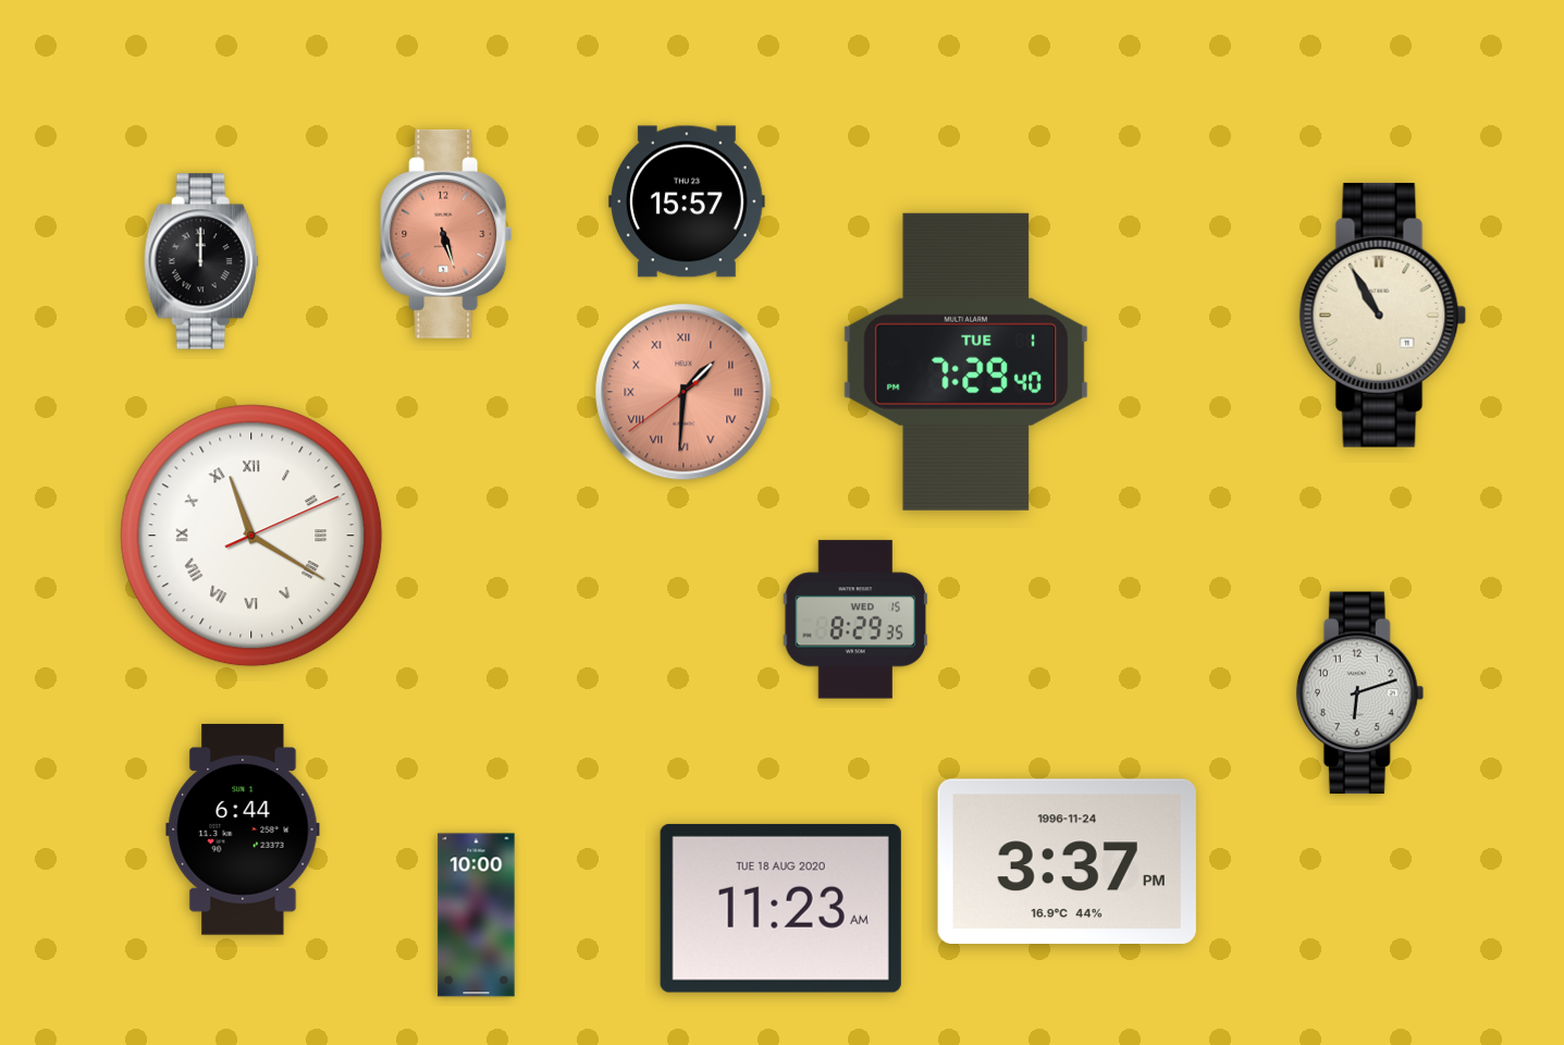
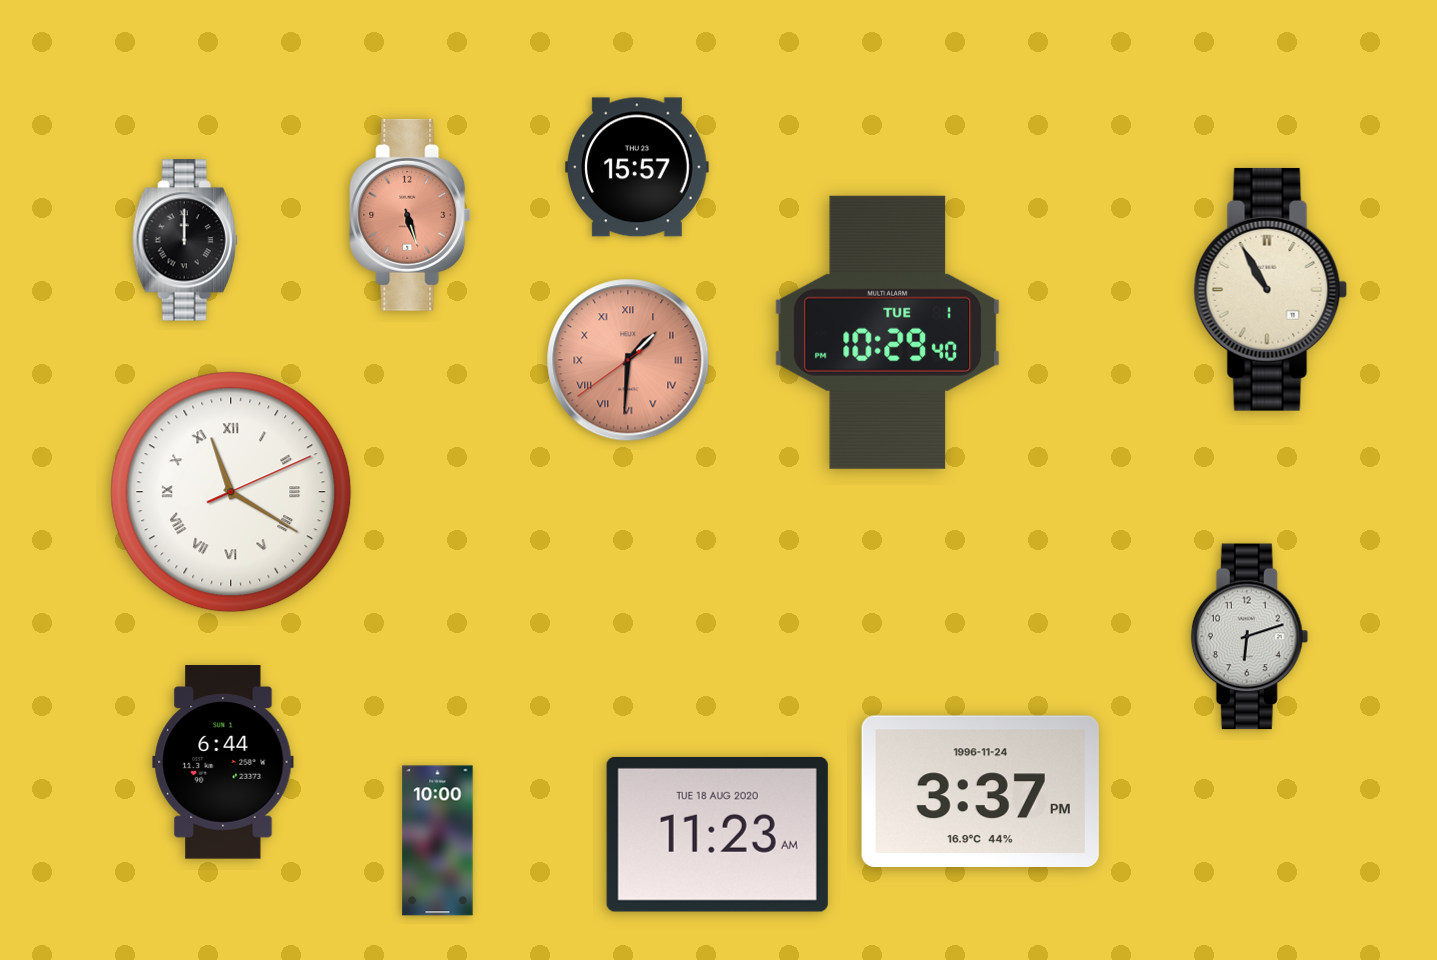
clock at (687, 201) position: (687, 201) -> (637, 167)
clock at (966, 361): 7:29 -> 10:29
clock at (855, 619): 8:29 -> none
